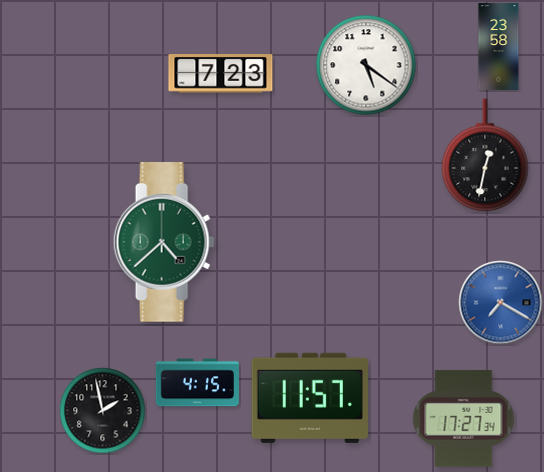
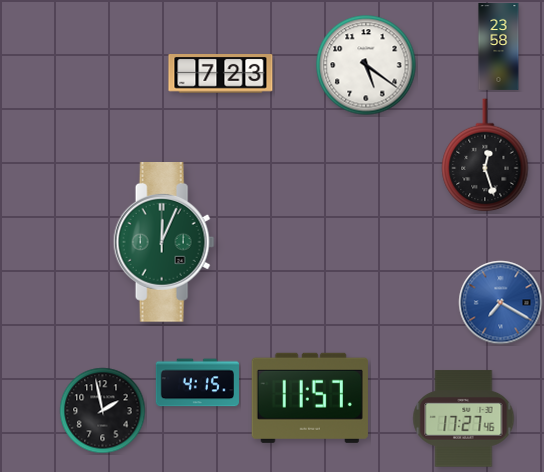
clock at (485, 156): 12:32 -> 12:27
clock at (164, 243): 4:38 -> 12:04
clock at (464, 419): 17:27:34 -> 17:27:46
